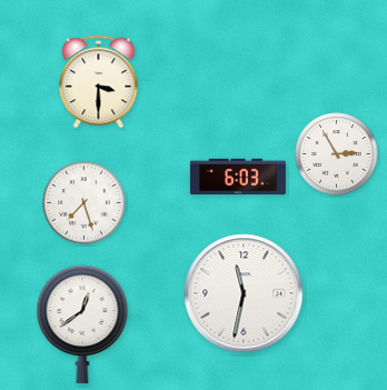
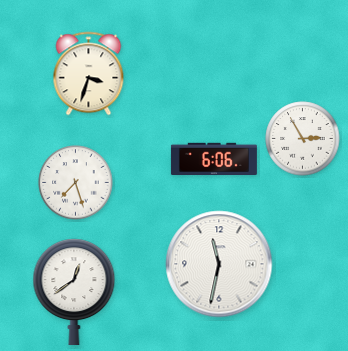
clock at (99, 82): 3:30 -> 3:33
clock at (238, 176): 6:03 -> 6:06
